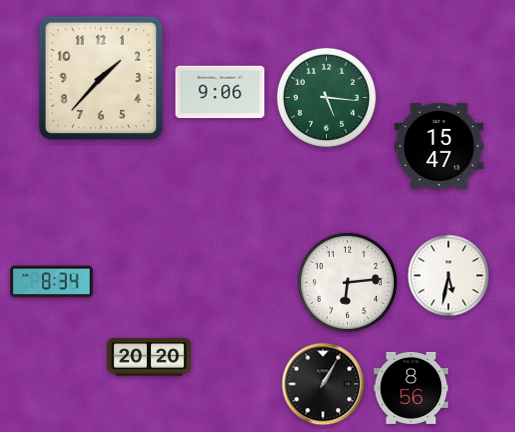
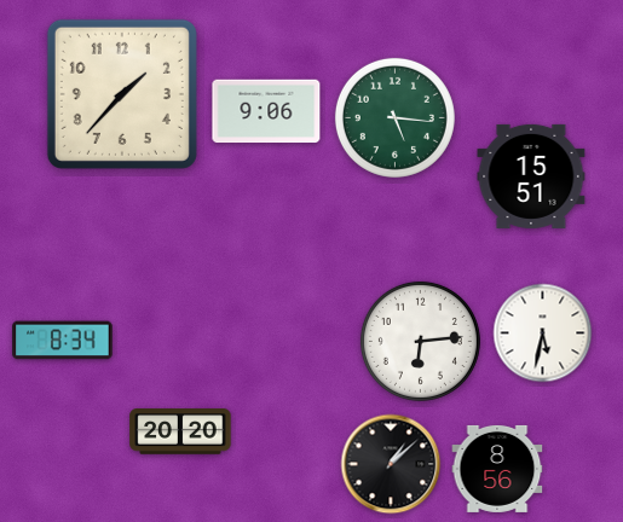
clock at (439, 146): 15:47 -> 15:51
clock at (323, 384): 1:05 -> 1:08
